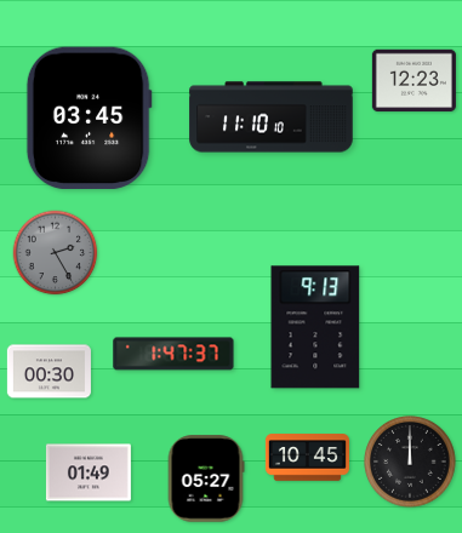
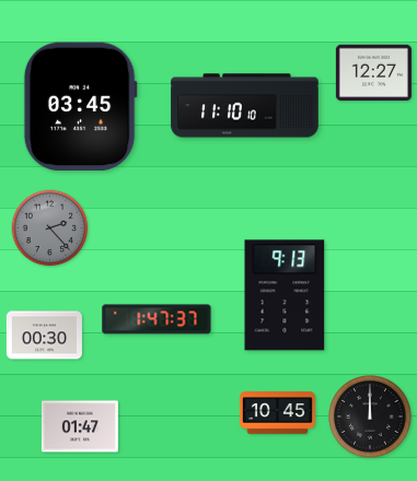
clock at (413, 81): 12:23 -> 12:27
clock at (56, 253): 2:25 -> 2:23
clock at (89, 472): 01:49 -> 01:47
clock at (206, 478): 05:27 -> none
